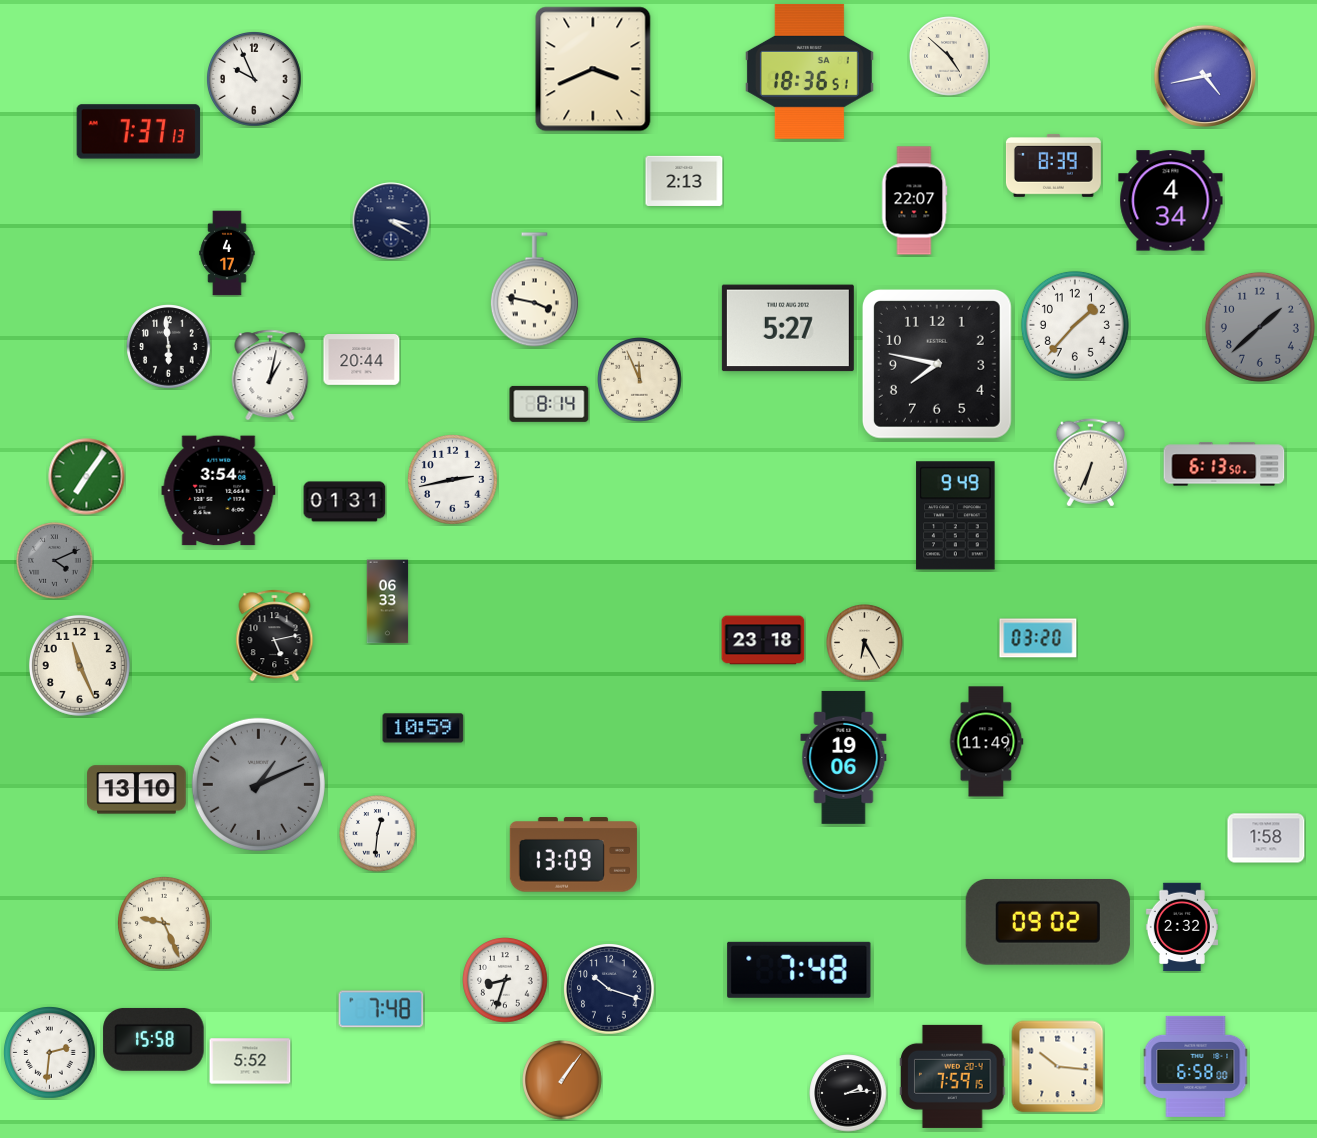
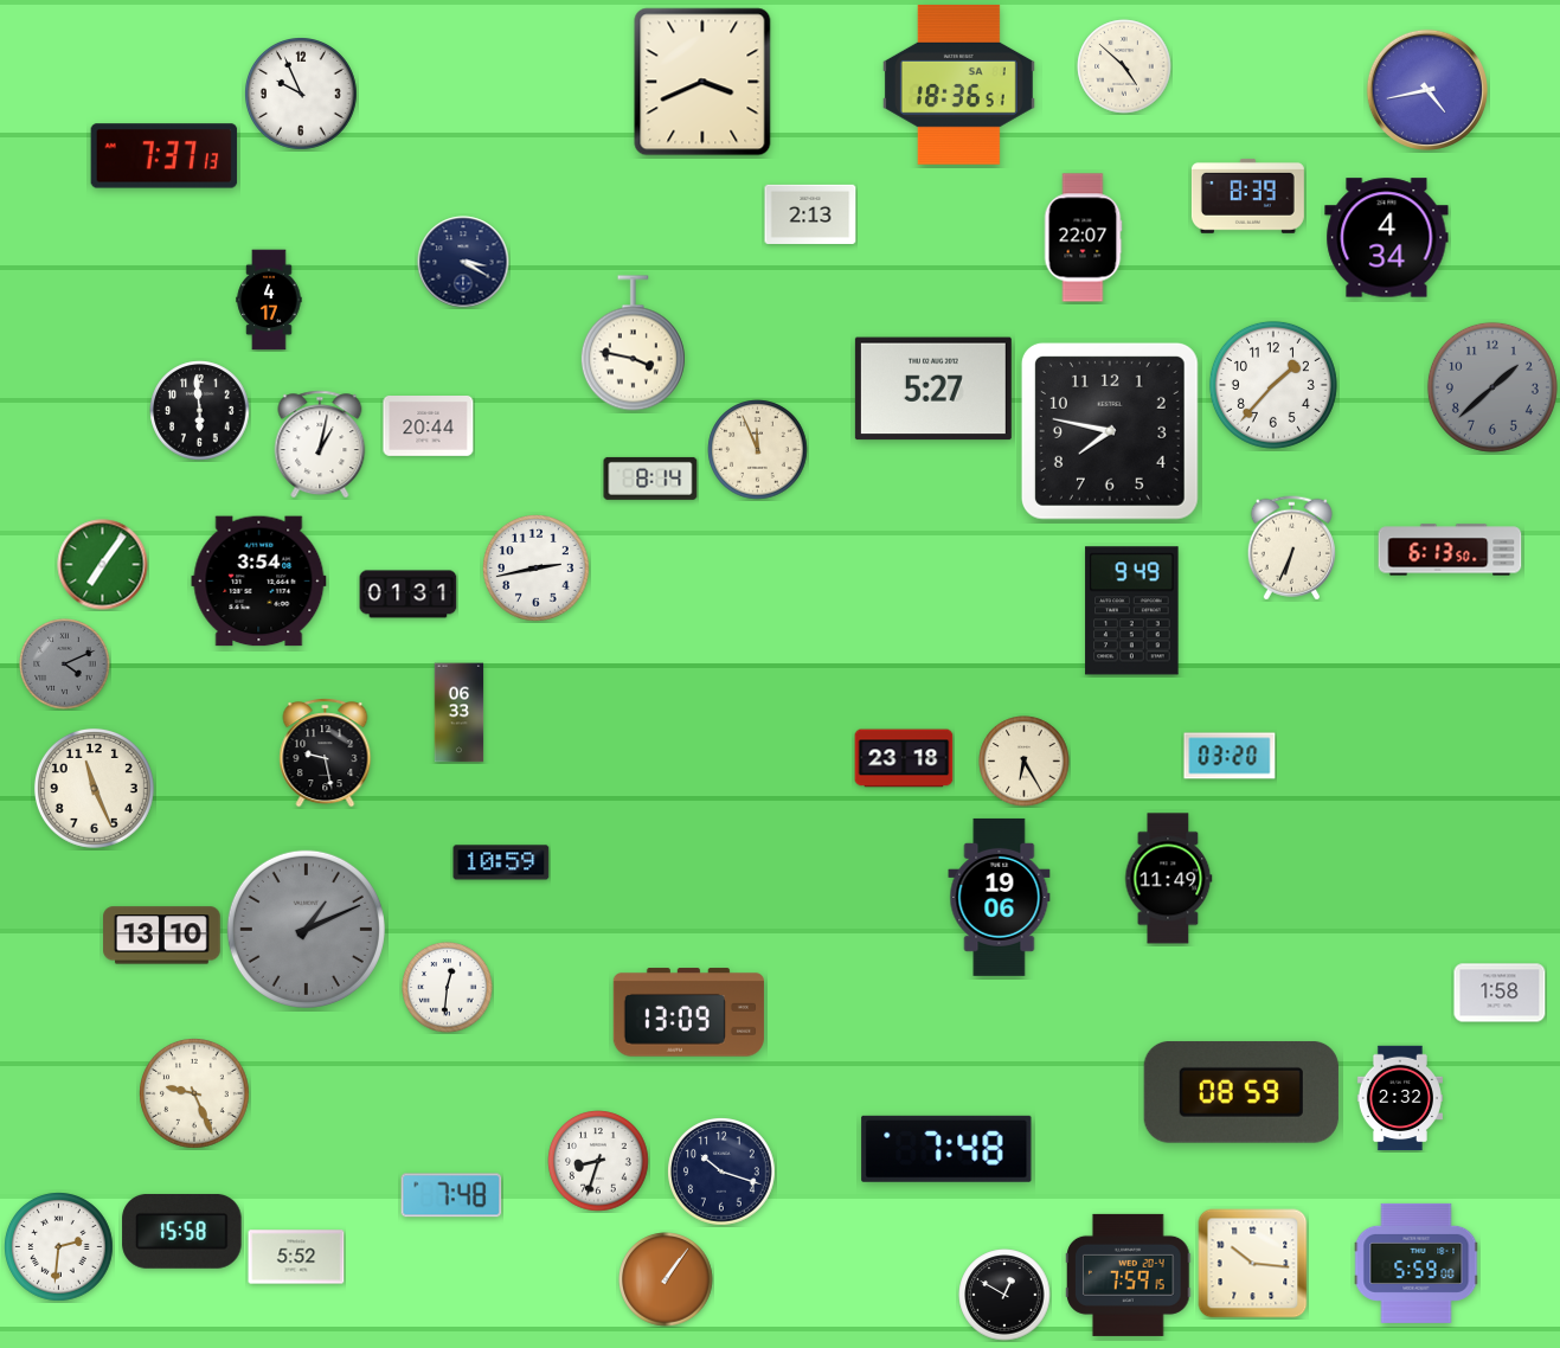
clock at (275, 636): 5:13 -> 9:28
clock at (573, 855) position: (573, 855) -> (688, 1013)
clock at (1048, 922): 09:02 -> 08:59
clock at (1196, 1066): 6:58 -> 5:59
clock at (848, 1093): 2:14 -> 12:50
